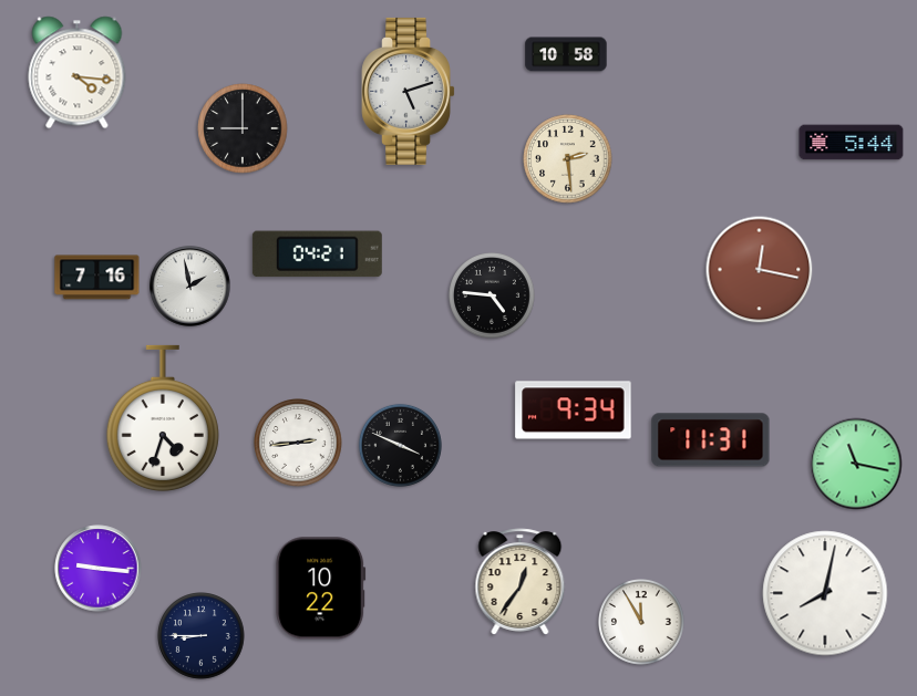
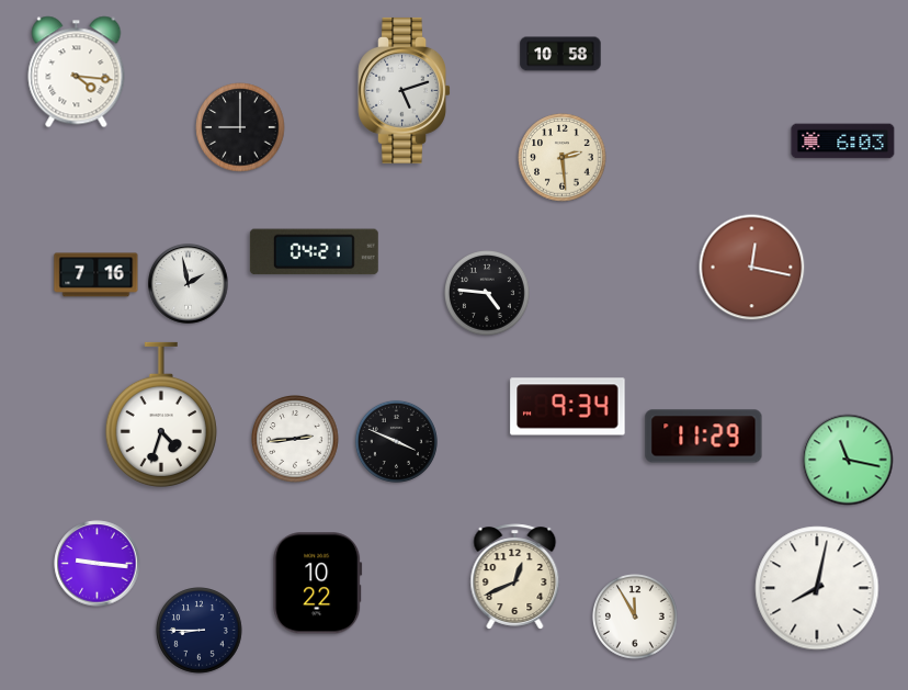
clock at (852, 143): 5:44 -> 6:03
clock at (711, 440): 11:31 -> 11:29
clock at (521, 582): 12:36 -> 12:41
